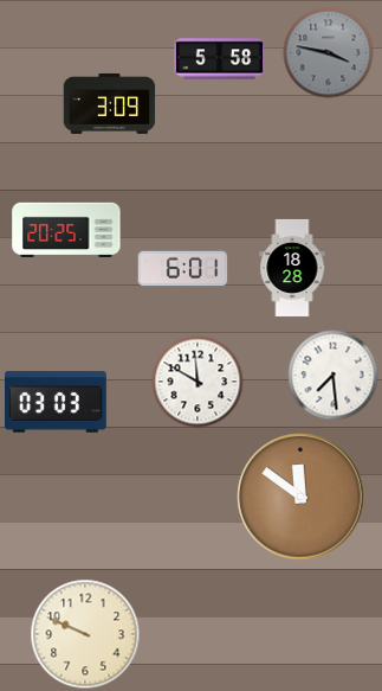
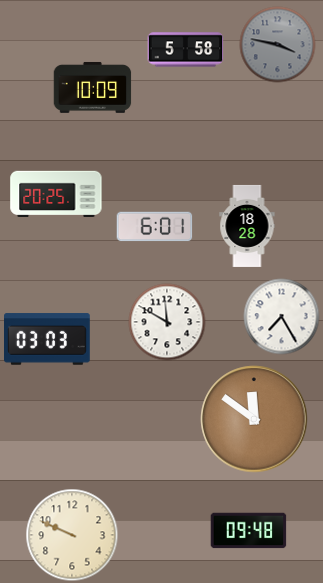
clock at (110, 103): 3:09 -> 10:09
clock at (334, 376): 7:29 -> 7:25
clock at (249, 531): none -> 09:48
